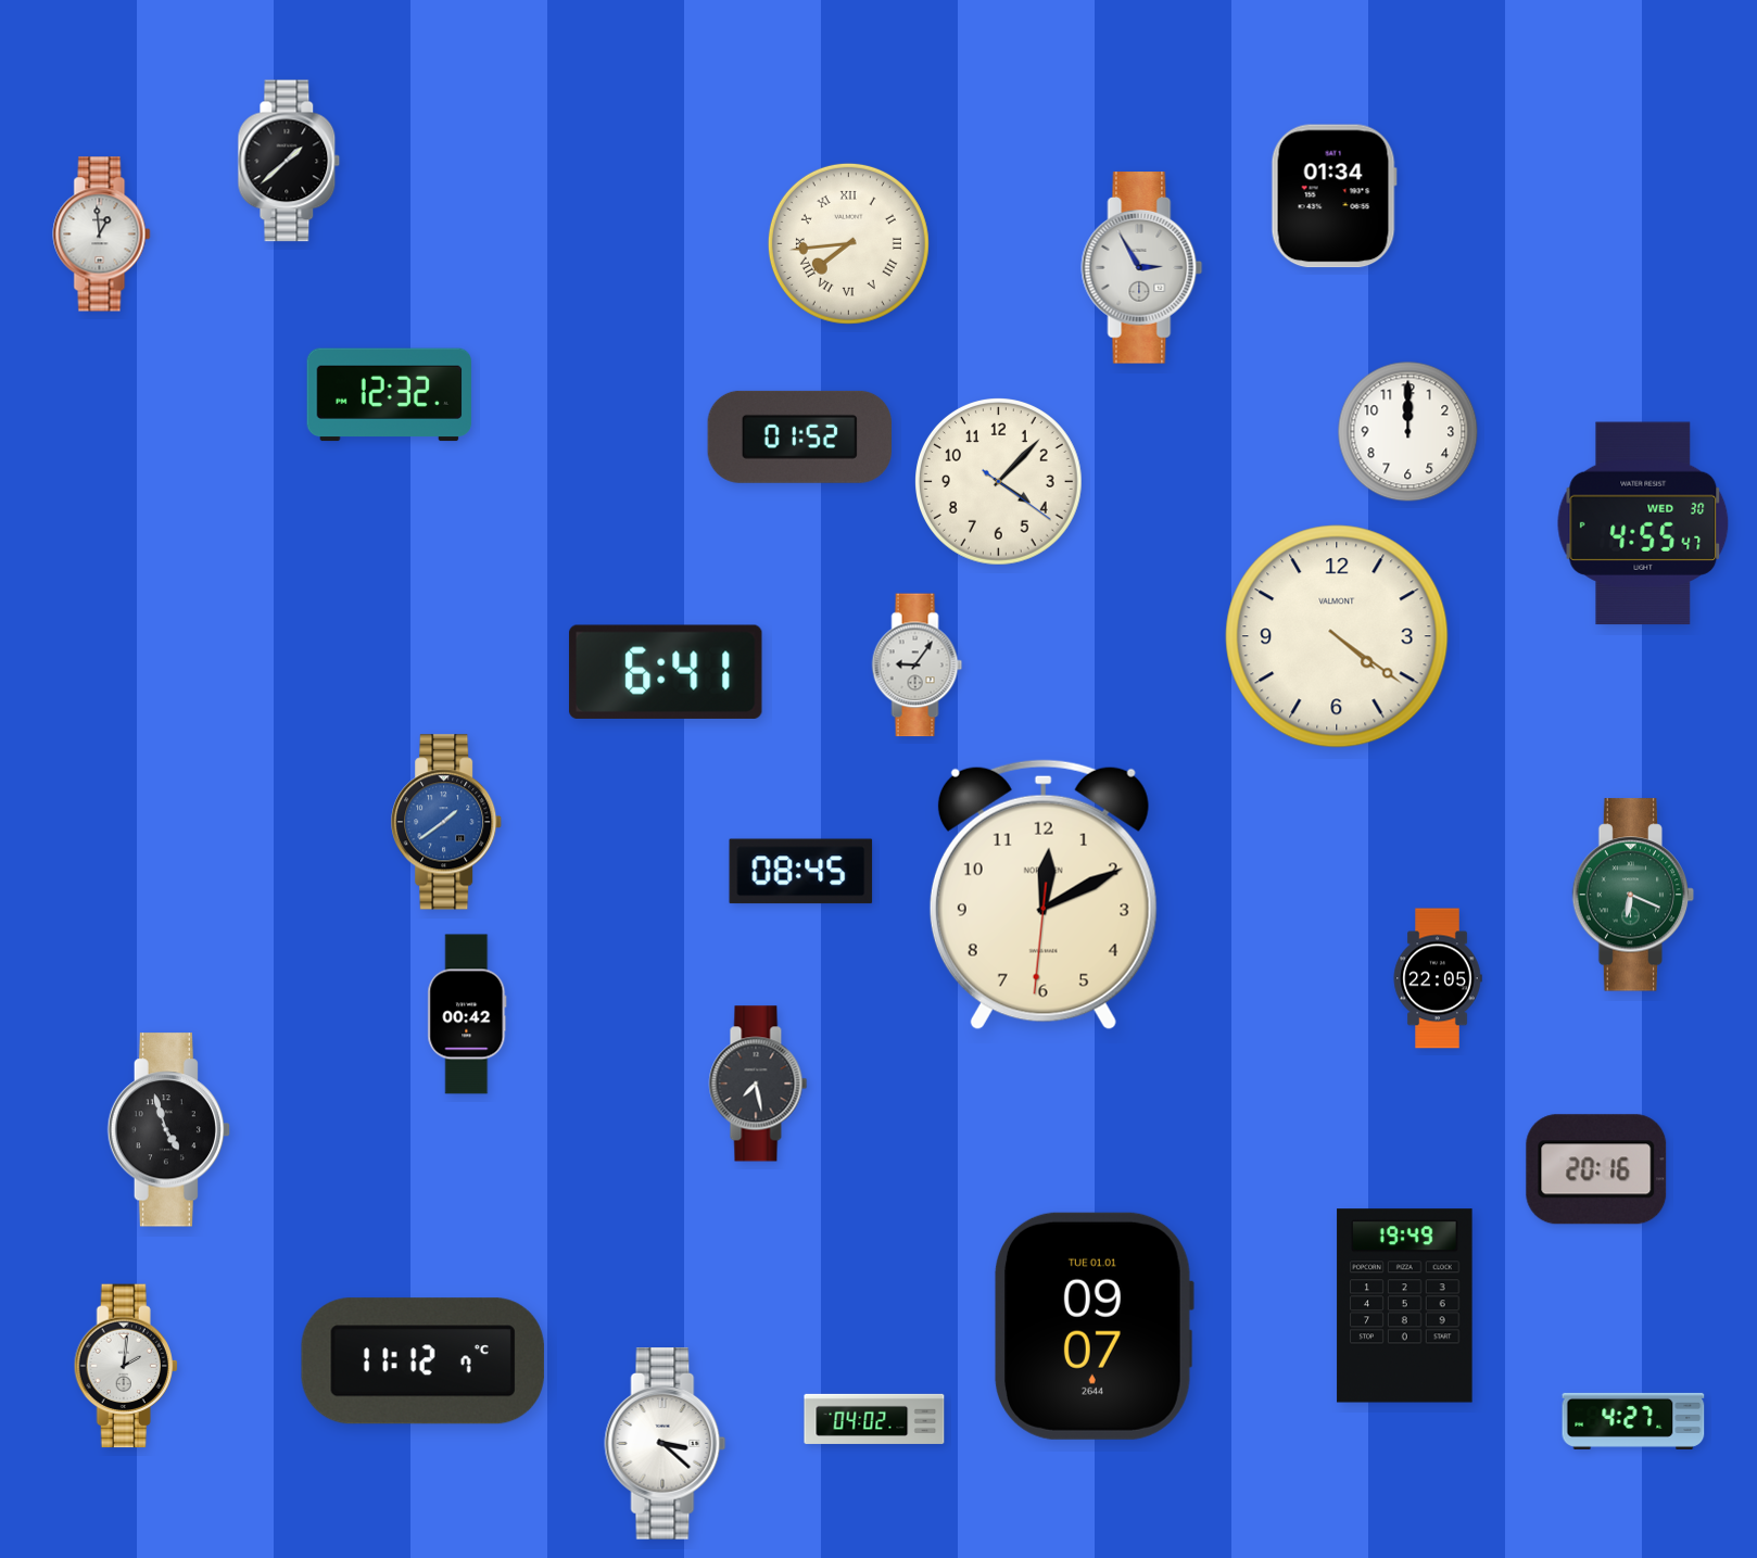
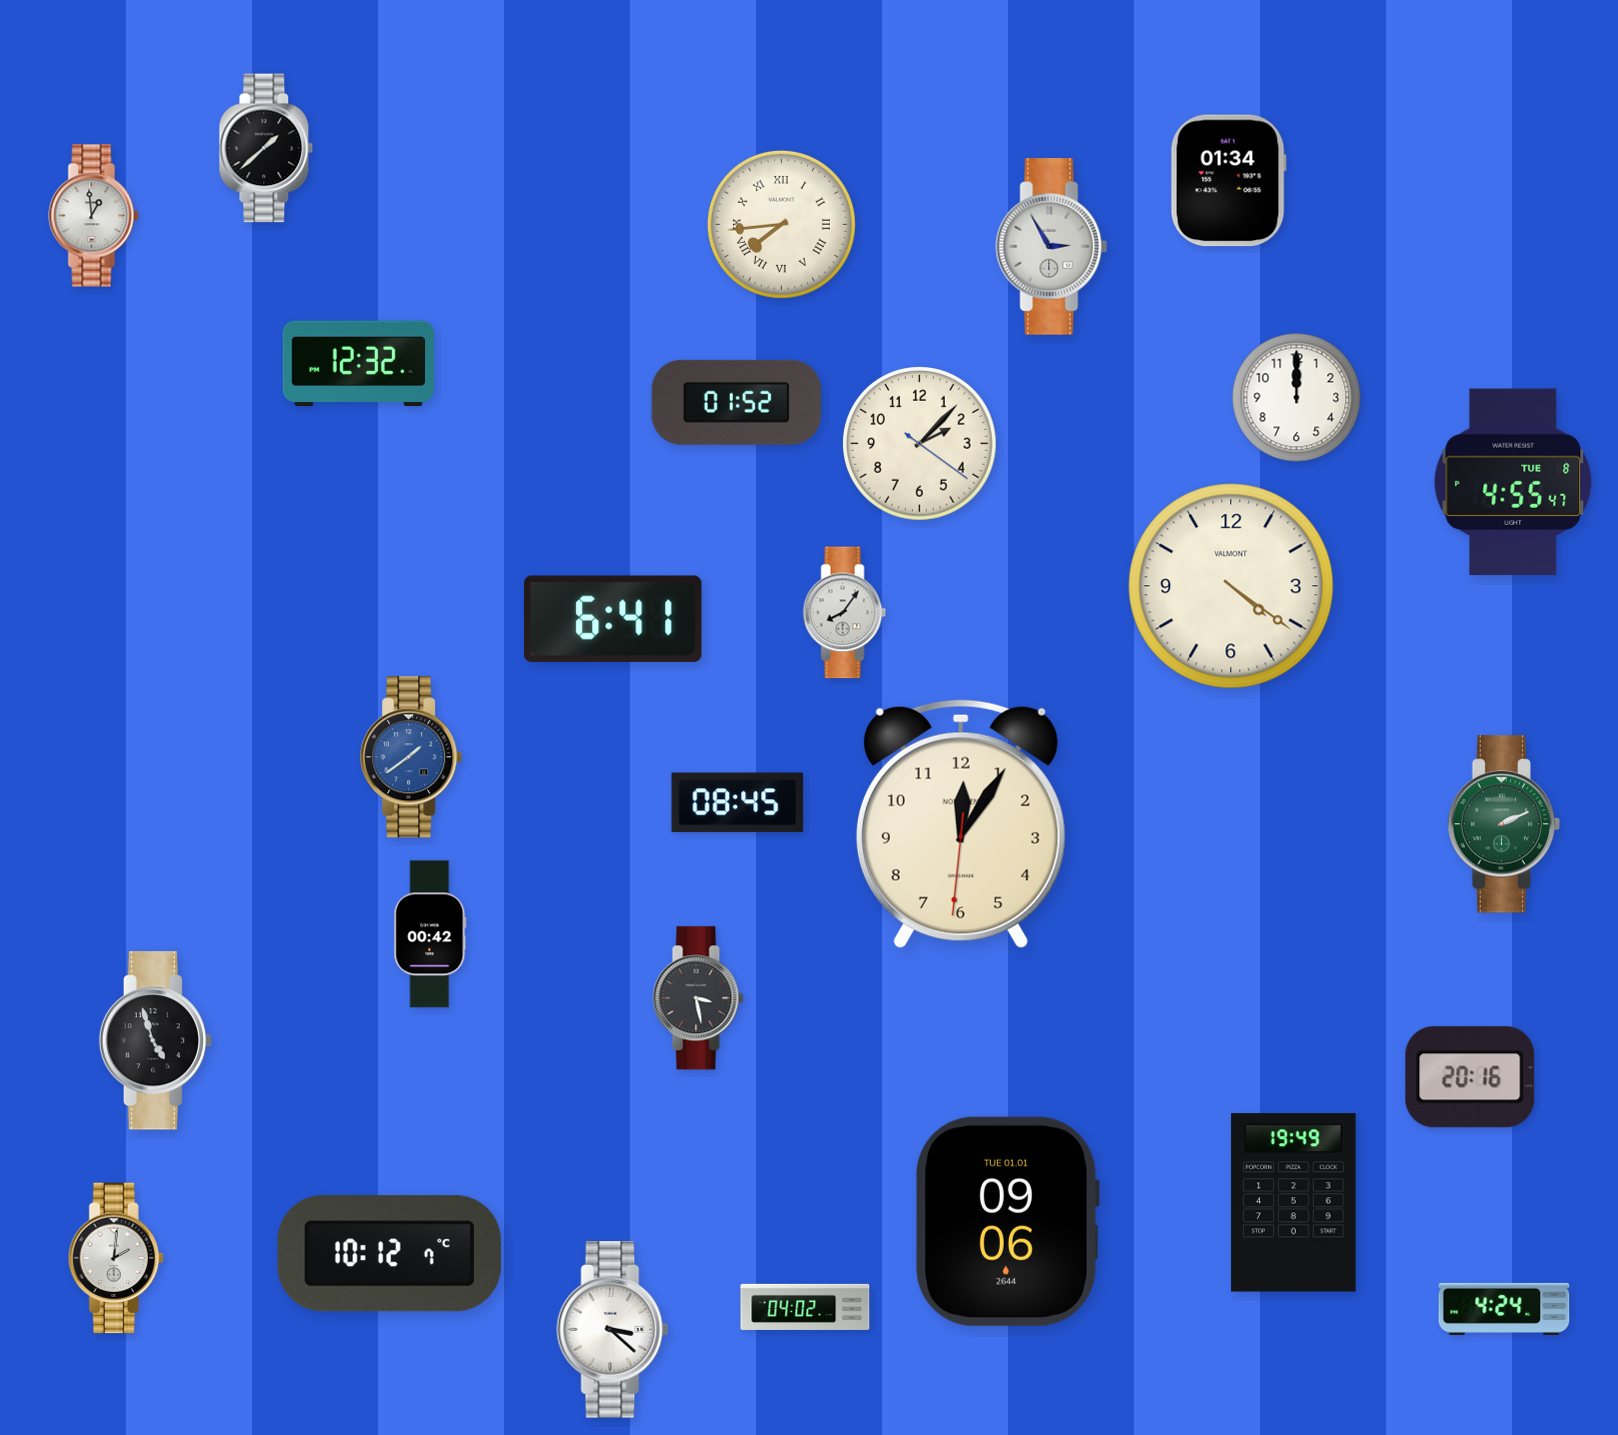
clock at (999, 482): 4:07 -> 2:07
clock at (1643, 523) date: WED 30 -> TUE 8
clock at (918, 666): 9:06 -> 8:06
clock at (1044, 895): 12:10 -> 12:05
clock at (1633, 895): 6:19 -> 2:11
clock at (1438, 978): 22:05 -> none
clock at (758, 1084): 7:28 -> 3:28
clock at (1095, 1326): 09:07 -> 09:06
clock at (422, 1361): 11:12 -> 10:12
clock at (1633, 1421): 4:27 -> 4:24
